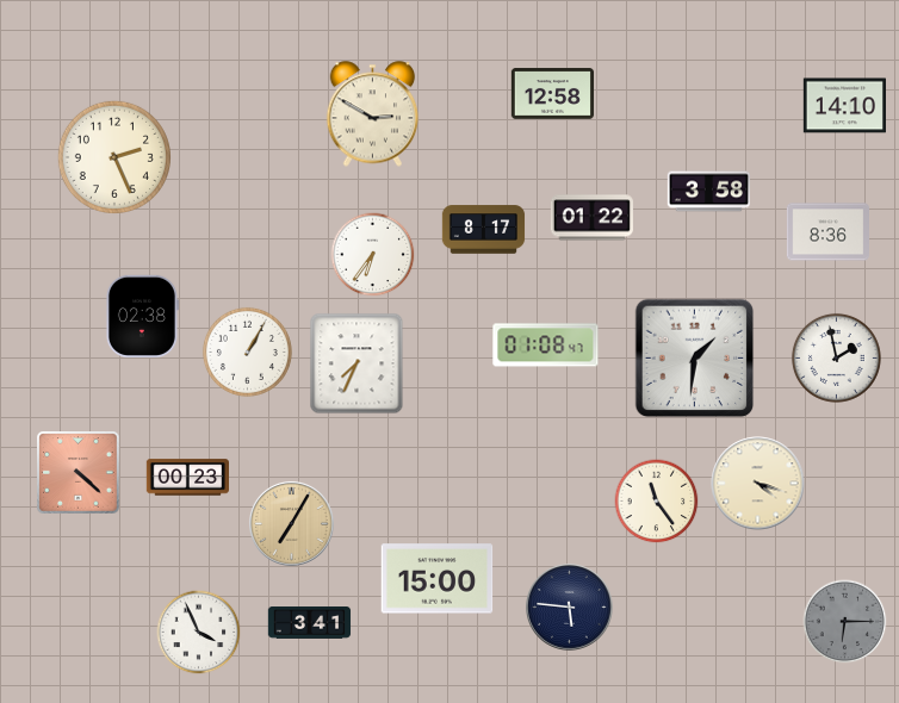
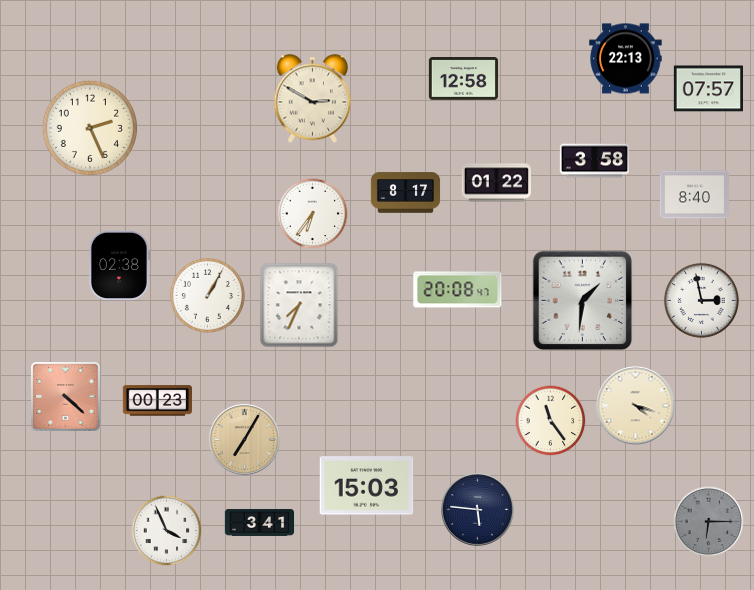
clock at (626, 59): none -> 22:13
clock at (844, 106): 14:10 -> 07:57
clock at (373, 114) position: (373, 114) -> (313, 99)
clock at (114, 157) position: (114, 157) -> (90, 128)
clock at (827, 232): 8:36 -> 8:40
clock at (546, 346): 01:08 -> 20:08
clock at (836, 357): 1:58 -> 2:58
clock at (438, 579): 15:00 -> 15:03
